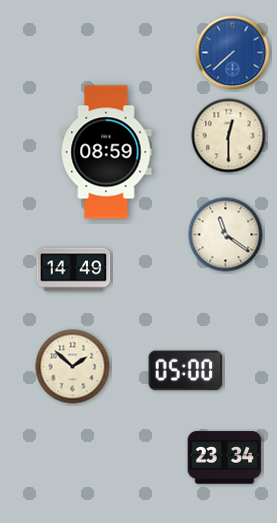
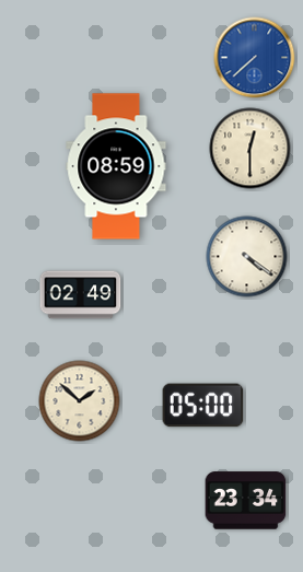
clock at (226, 235): 11:21 -> 4:21
clock at (74, 270): 14:49 -> 02:49
